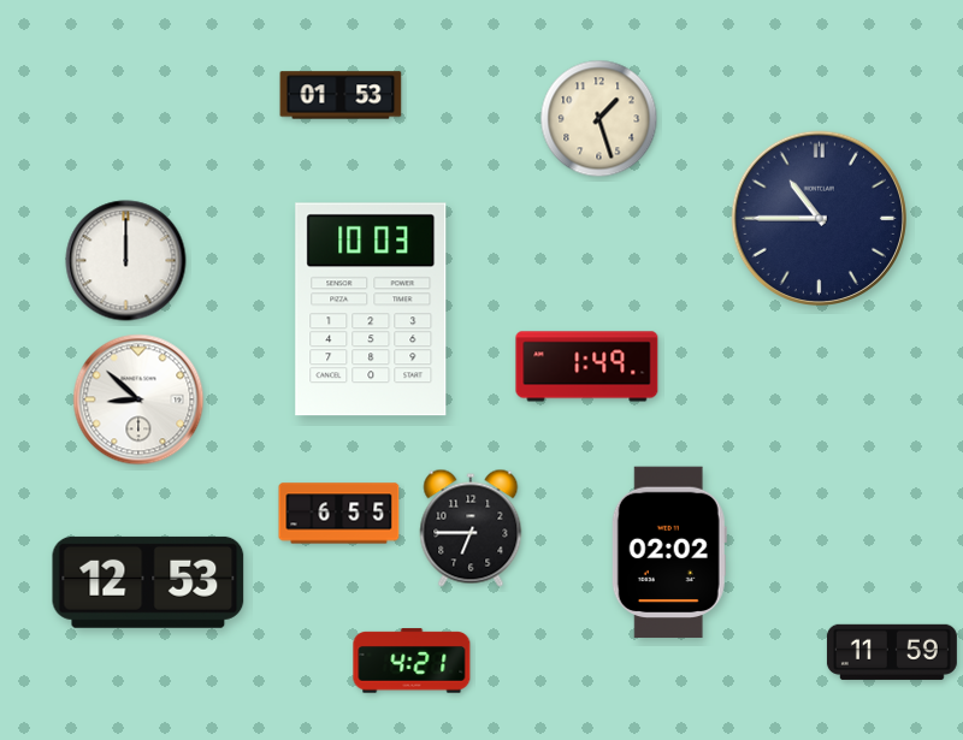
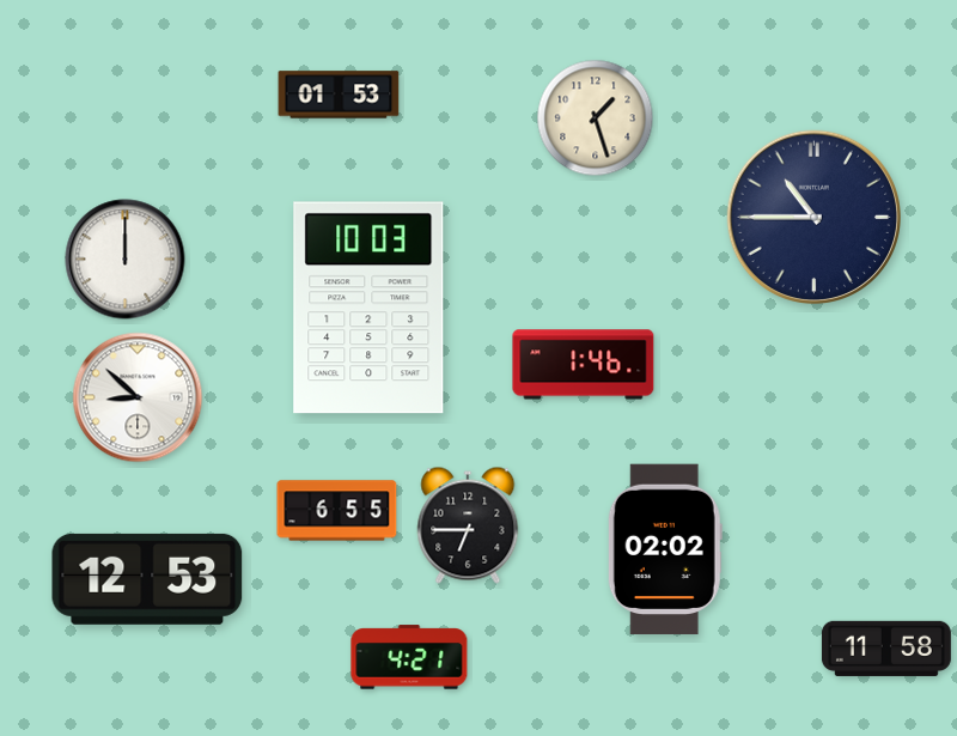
clock at (587, 367): 1:49 -> 1:46
clock at (892, 652): 11:59 -> 11:58
